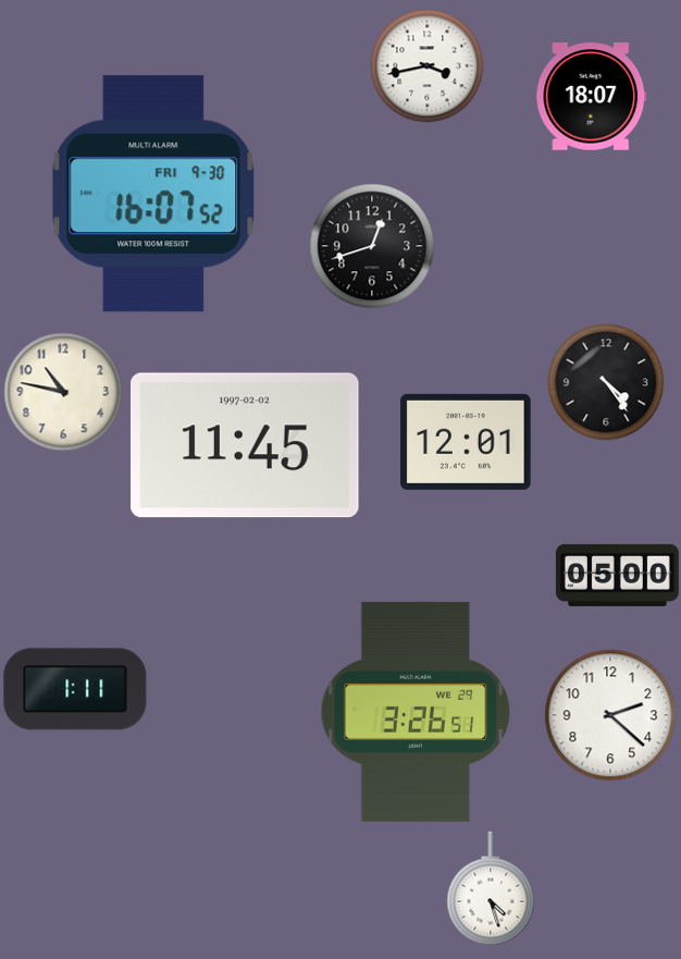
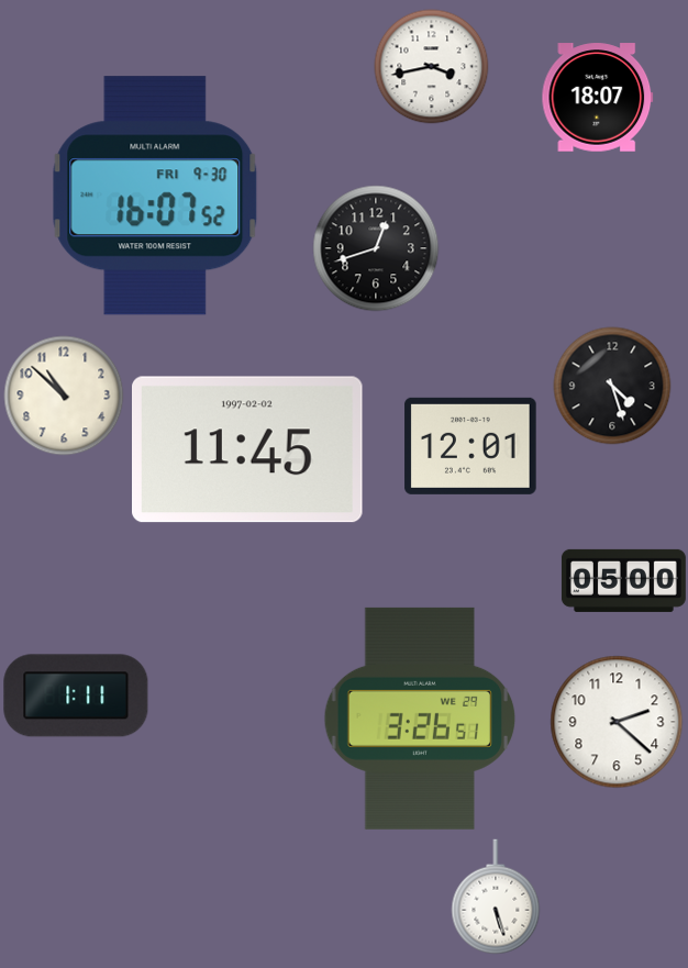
clock at (606, 382): 4:24 -> 4:27
clock at (63, 392): 10:47 -> 10:52
clock at (491, 888): 4:27 -> 5:27
